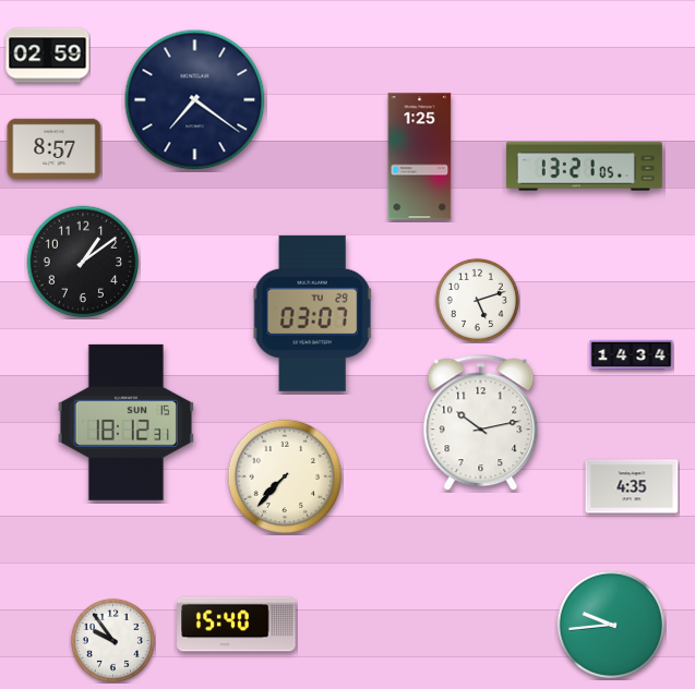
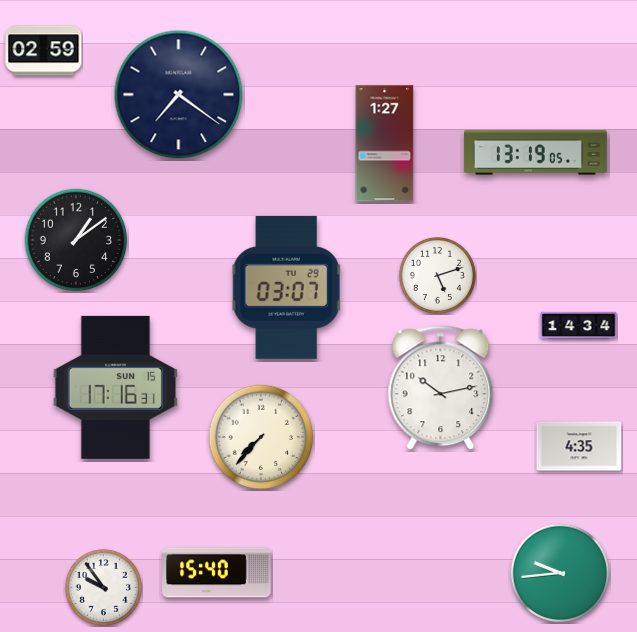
clock at (195, 100) position: (195, 100) -> (179, 95)
clock at (55, 148): 8:57 -> none
clock at (420, 157): 1:25 -> 1:27
clock at (584, 167): 13:21 -> 13:19
clock at (125, 422): 18:12 -> 17:16
